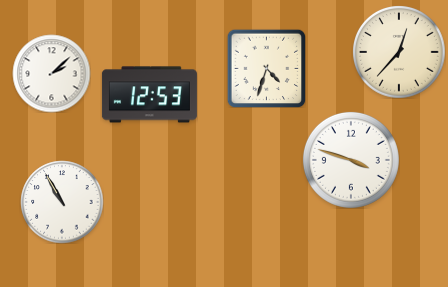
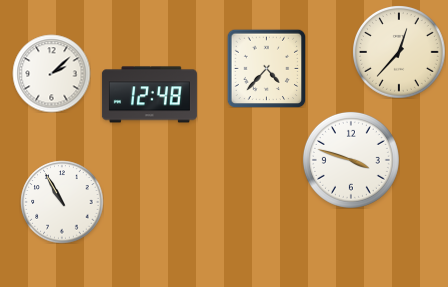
clock at (266, 68): 4:33 -> 4:37
clock at (149, 95): 12:53 -> 12:48
